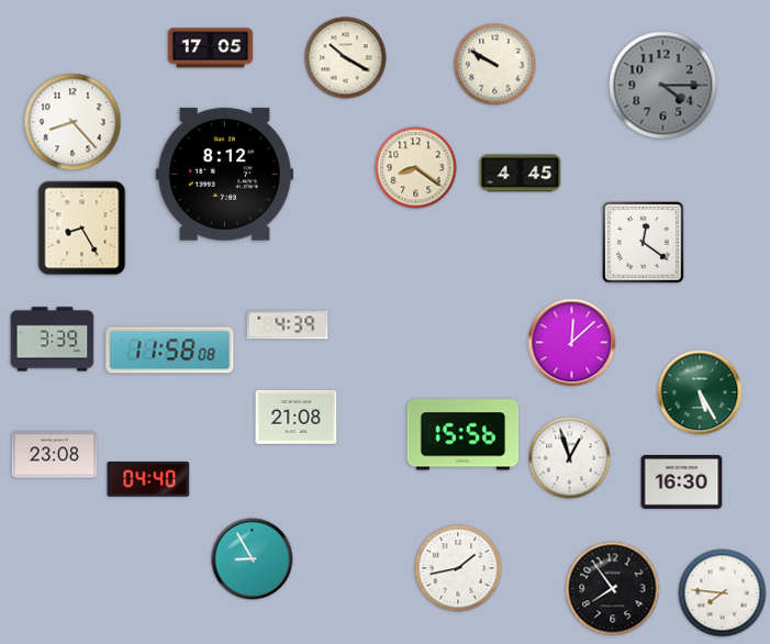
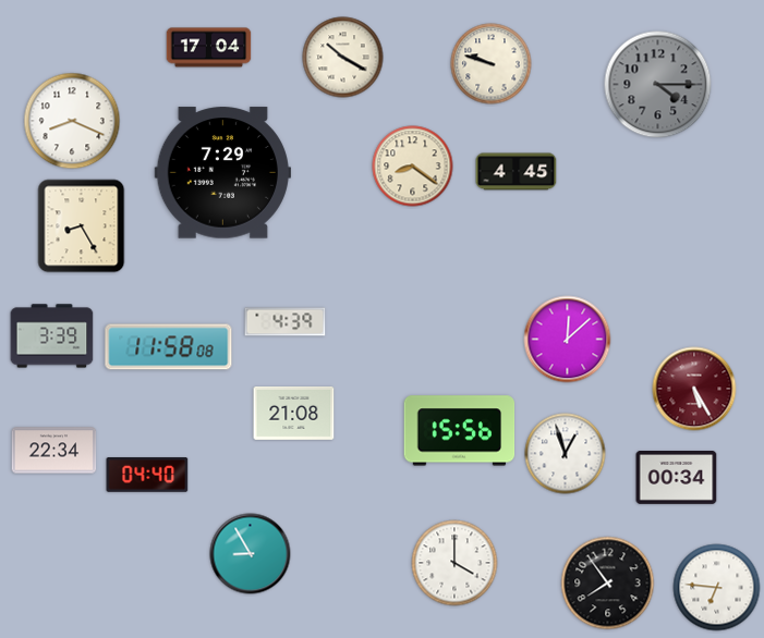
clock at (211, 48): 17:05 -> 17:04
clock at (495, 65): 9:50 -> 9:48
clock at (72, 122): 8:23 -> 8:19
clock at (224, 175): 8:12 -> 7:29
clock at (644, 243): 12:21 -> none
clock at (700, 392) dial: green -> burgundy
clock at (55, 455): 23:08 -> 22:34
clock at (682, 482): 16:30 -> 00:34
clock at (458, 568): 1:43 -> 4:00
clock at (723, 593): 7:46 -> 6:46
